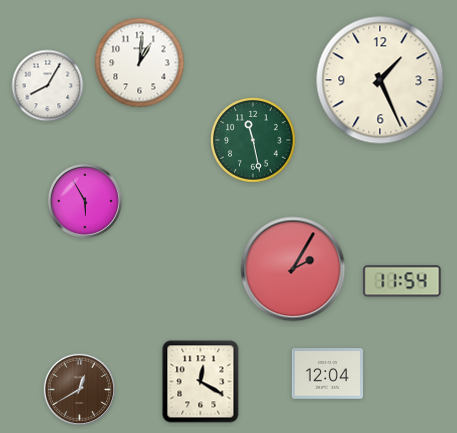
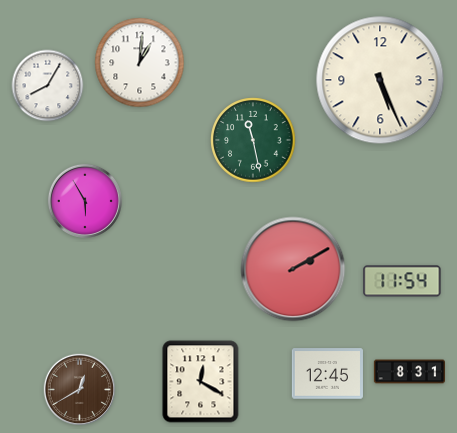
clock at (380, 80): 1:26 -> 5:26
clock at (293, 269): 2:05 -> 2:10
clock at (409, 372): none -> 8:31
clock at (327, 374): 12:04 -> 12:45
